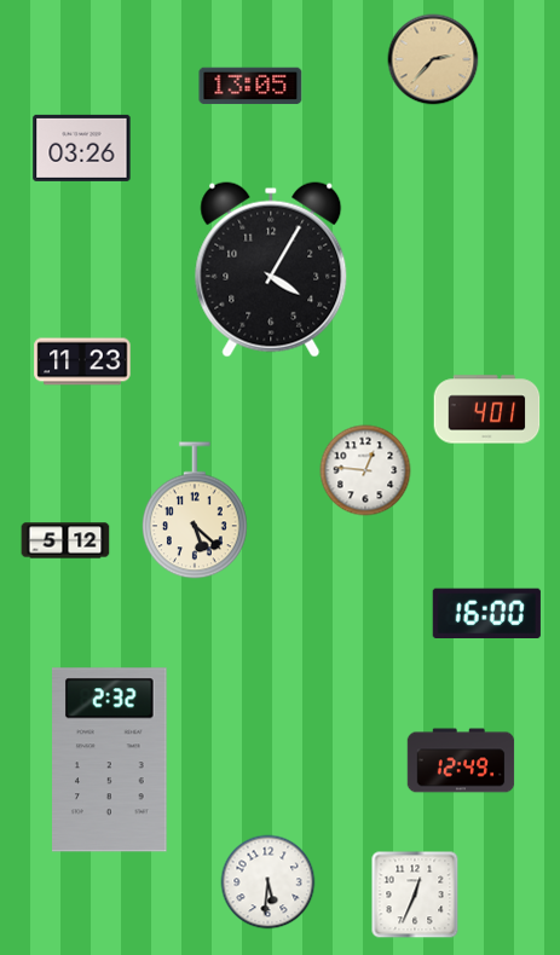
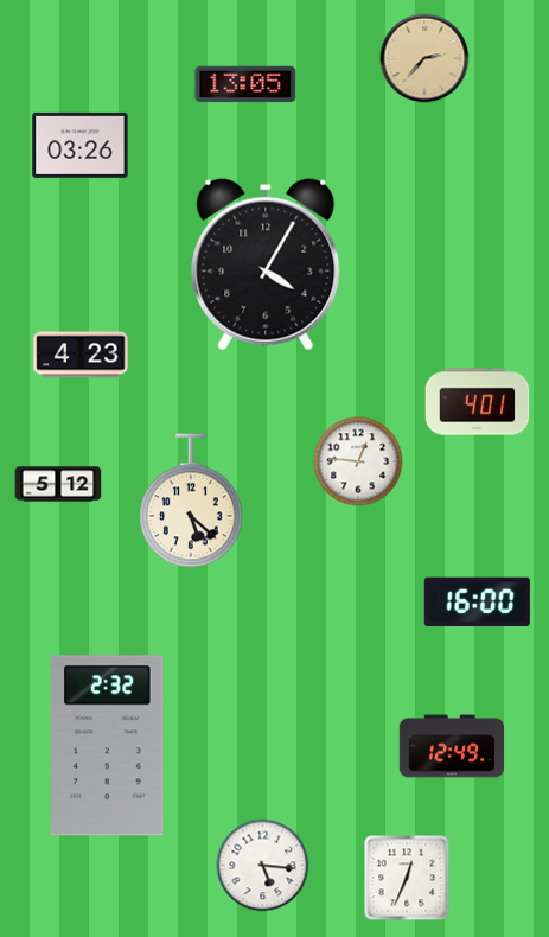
clock at (82, 361): 11:23 -> 4:23
clock at (65, 540) position: (65, 540) -> (58, 484)
clock at (269, 882): 5:31 -> 5:16
